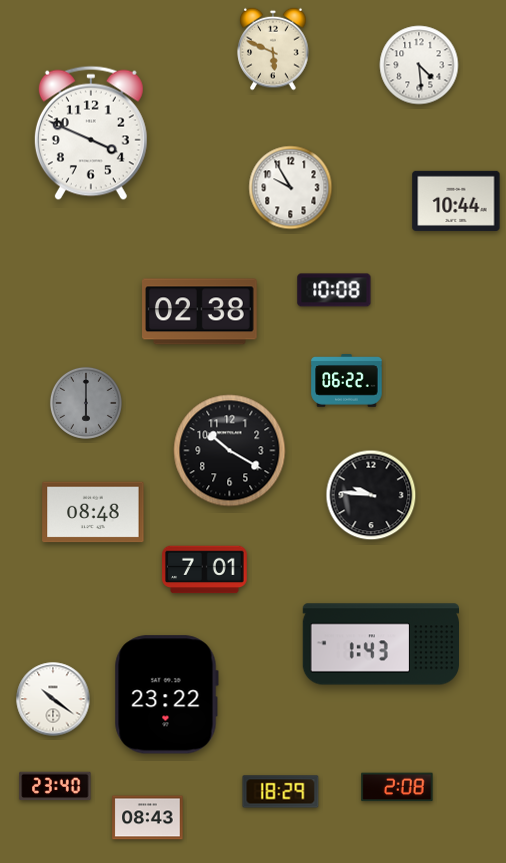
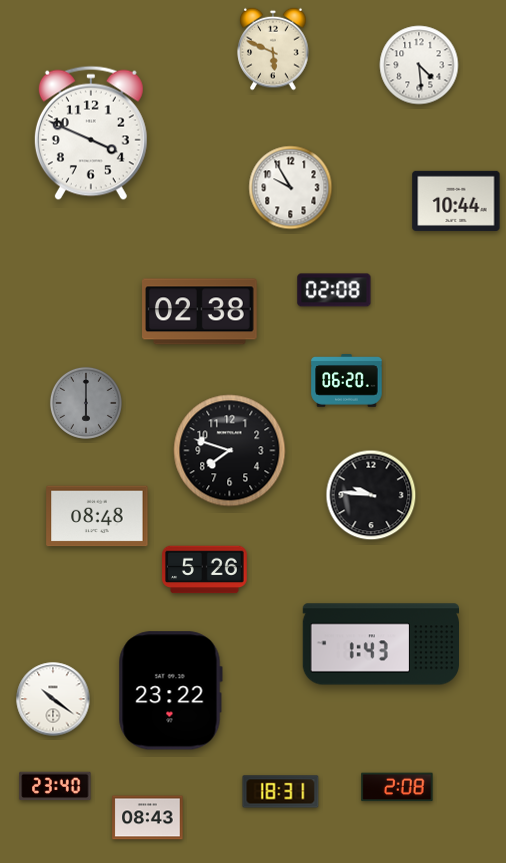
clock at (334, 290): 10:08 -> 02:08
clock at (347, 381): 06:22 -> 06:20
clock at (230, 451): 10:20 -> 7:48
clock at (93, 512) position: (93, 512) -> (97, 516)
clock at (205, 570): 7:01 -> 5:26
clock at (166, 695) position: (166, 695) -> (170, 691)
clock at (281, 792): 18:29 -> 18:31
